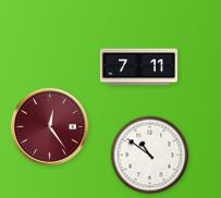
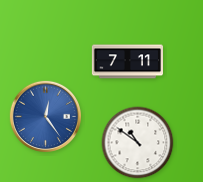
clock at (49, 126) dial: burgundy -> blue
